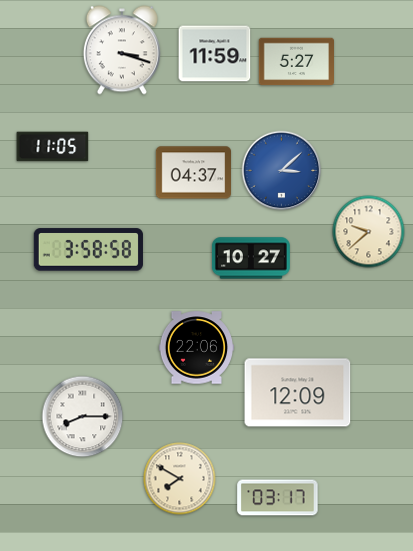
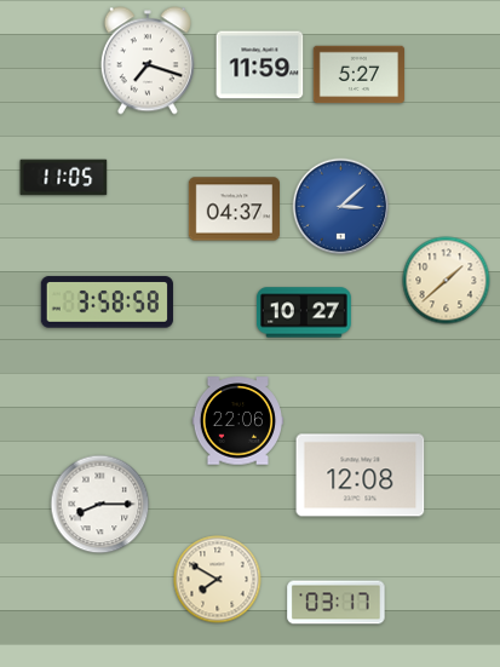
clock at (122, 50): 3:18 -> 7:18
clock at (369, 232): 9:38 -> 1:38
clock at (298, 393): 12:09 -> 12:08
